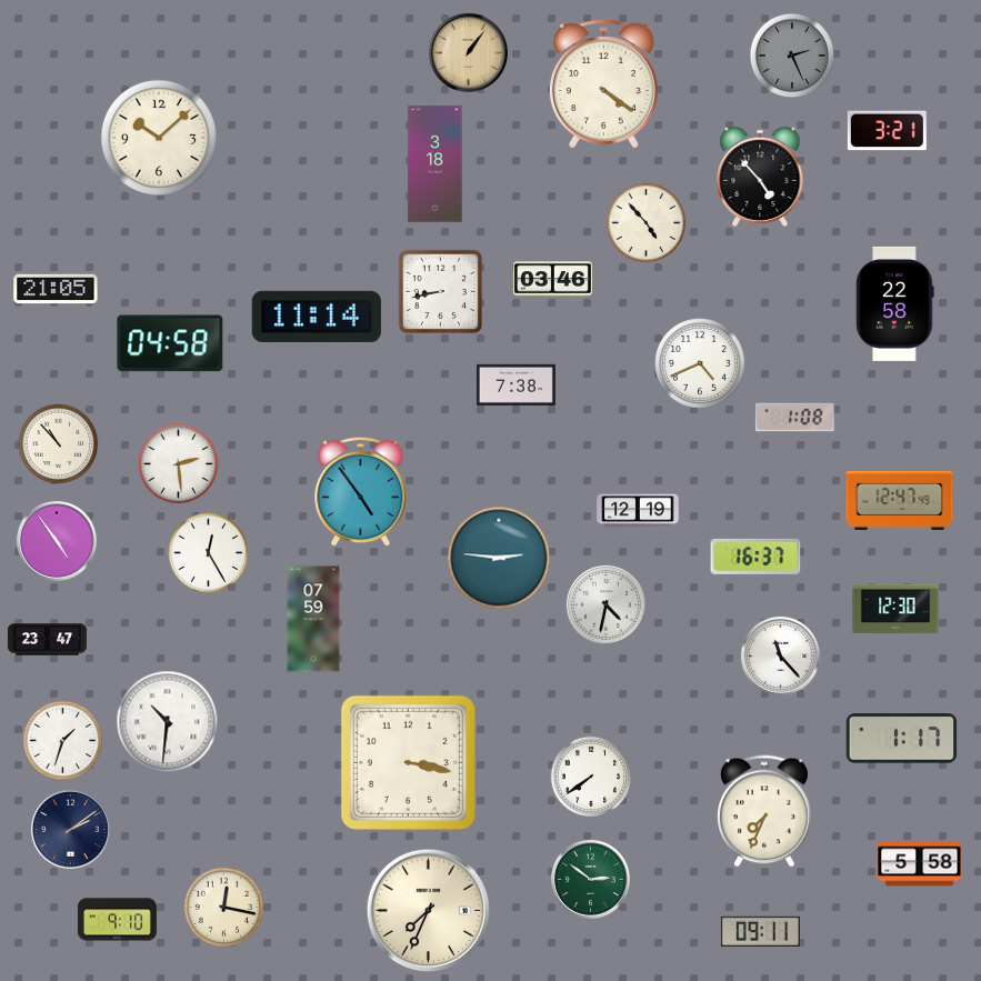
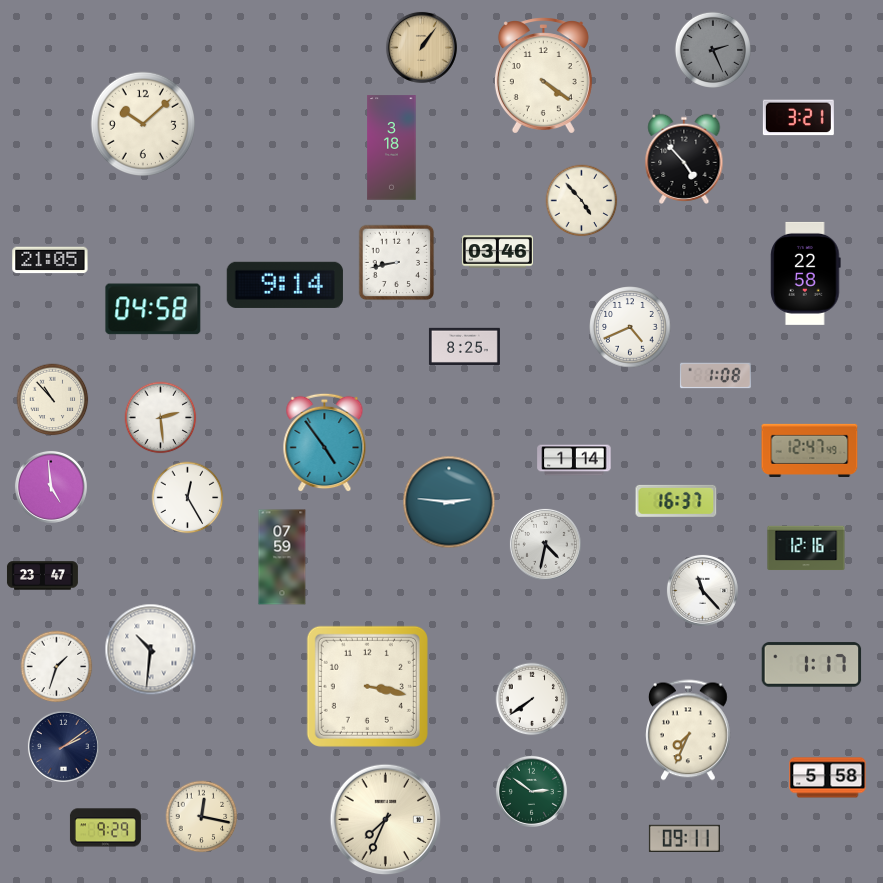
clock at (317, 317): 11:14 -> 9:14
clock at (515, 384): 7:38 -> 8:25
clock at (638, 511): 12:19 -> 1:14
clock at (57, 541): 4:54 -> 4:59
clock at (755, 557) position: (755, 557) -> (676, 501)
clock at (895, 609): 12:30 -> 12:16
clock at (117, 920): 9:10 -> 9:29
